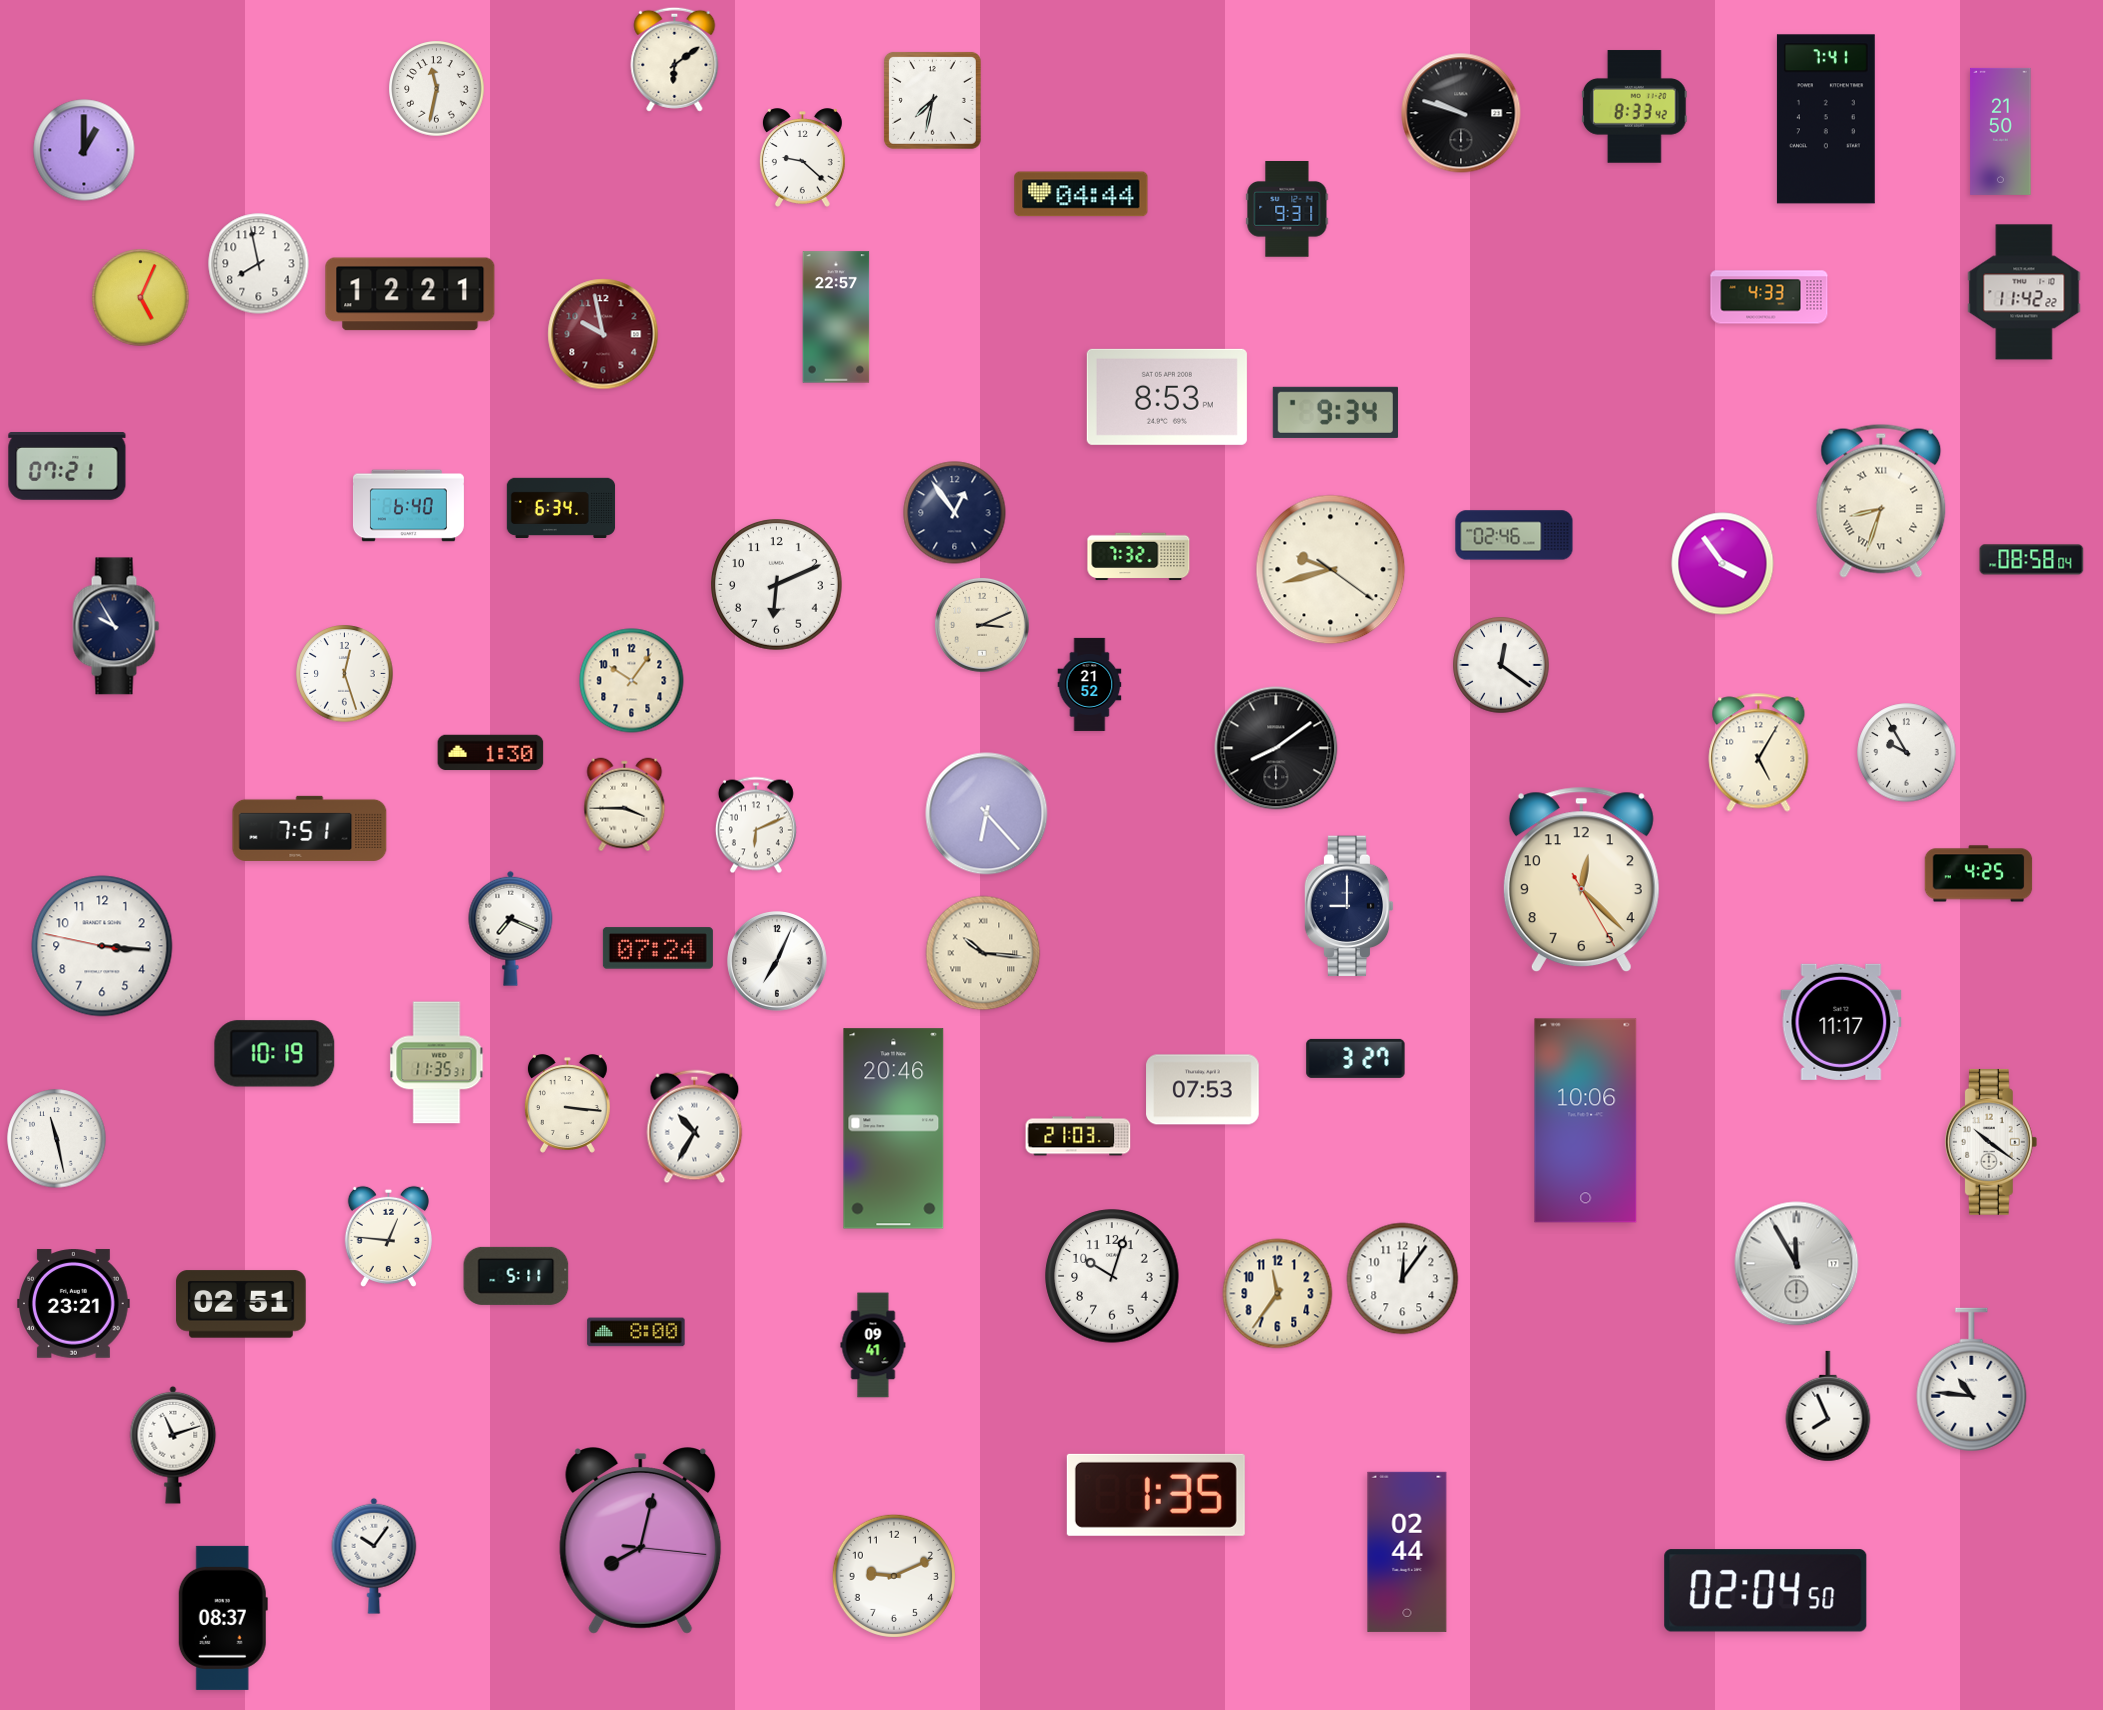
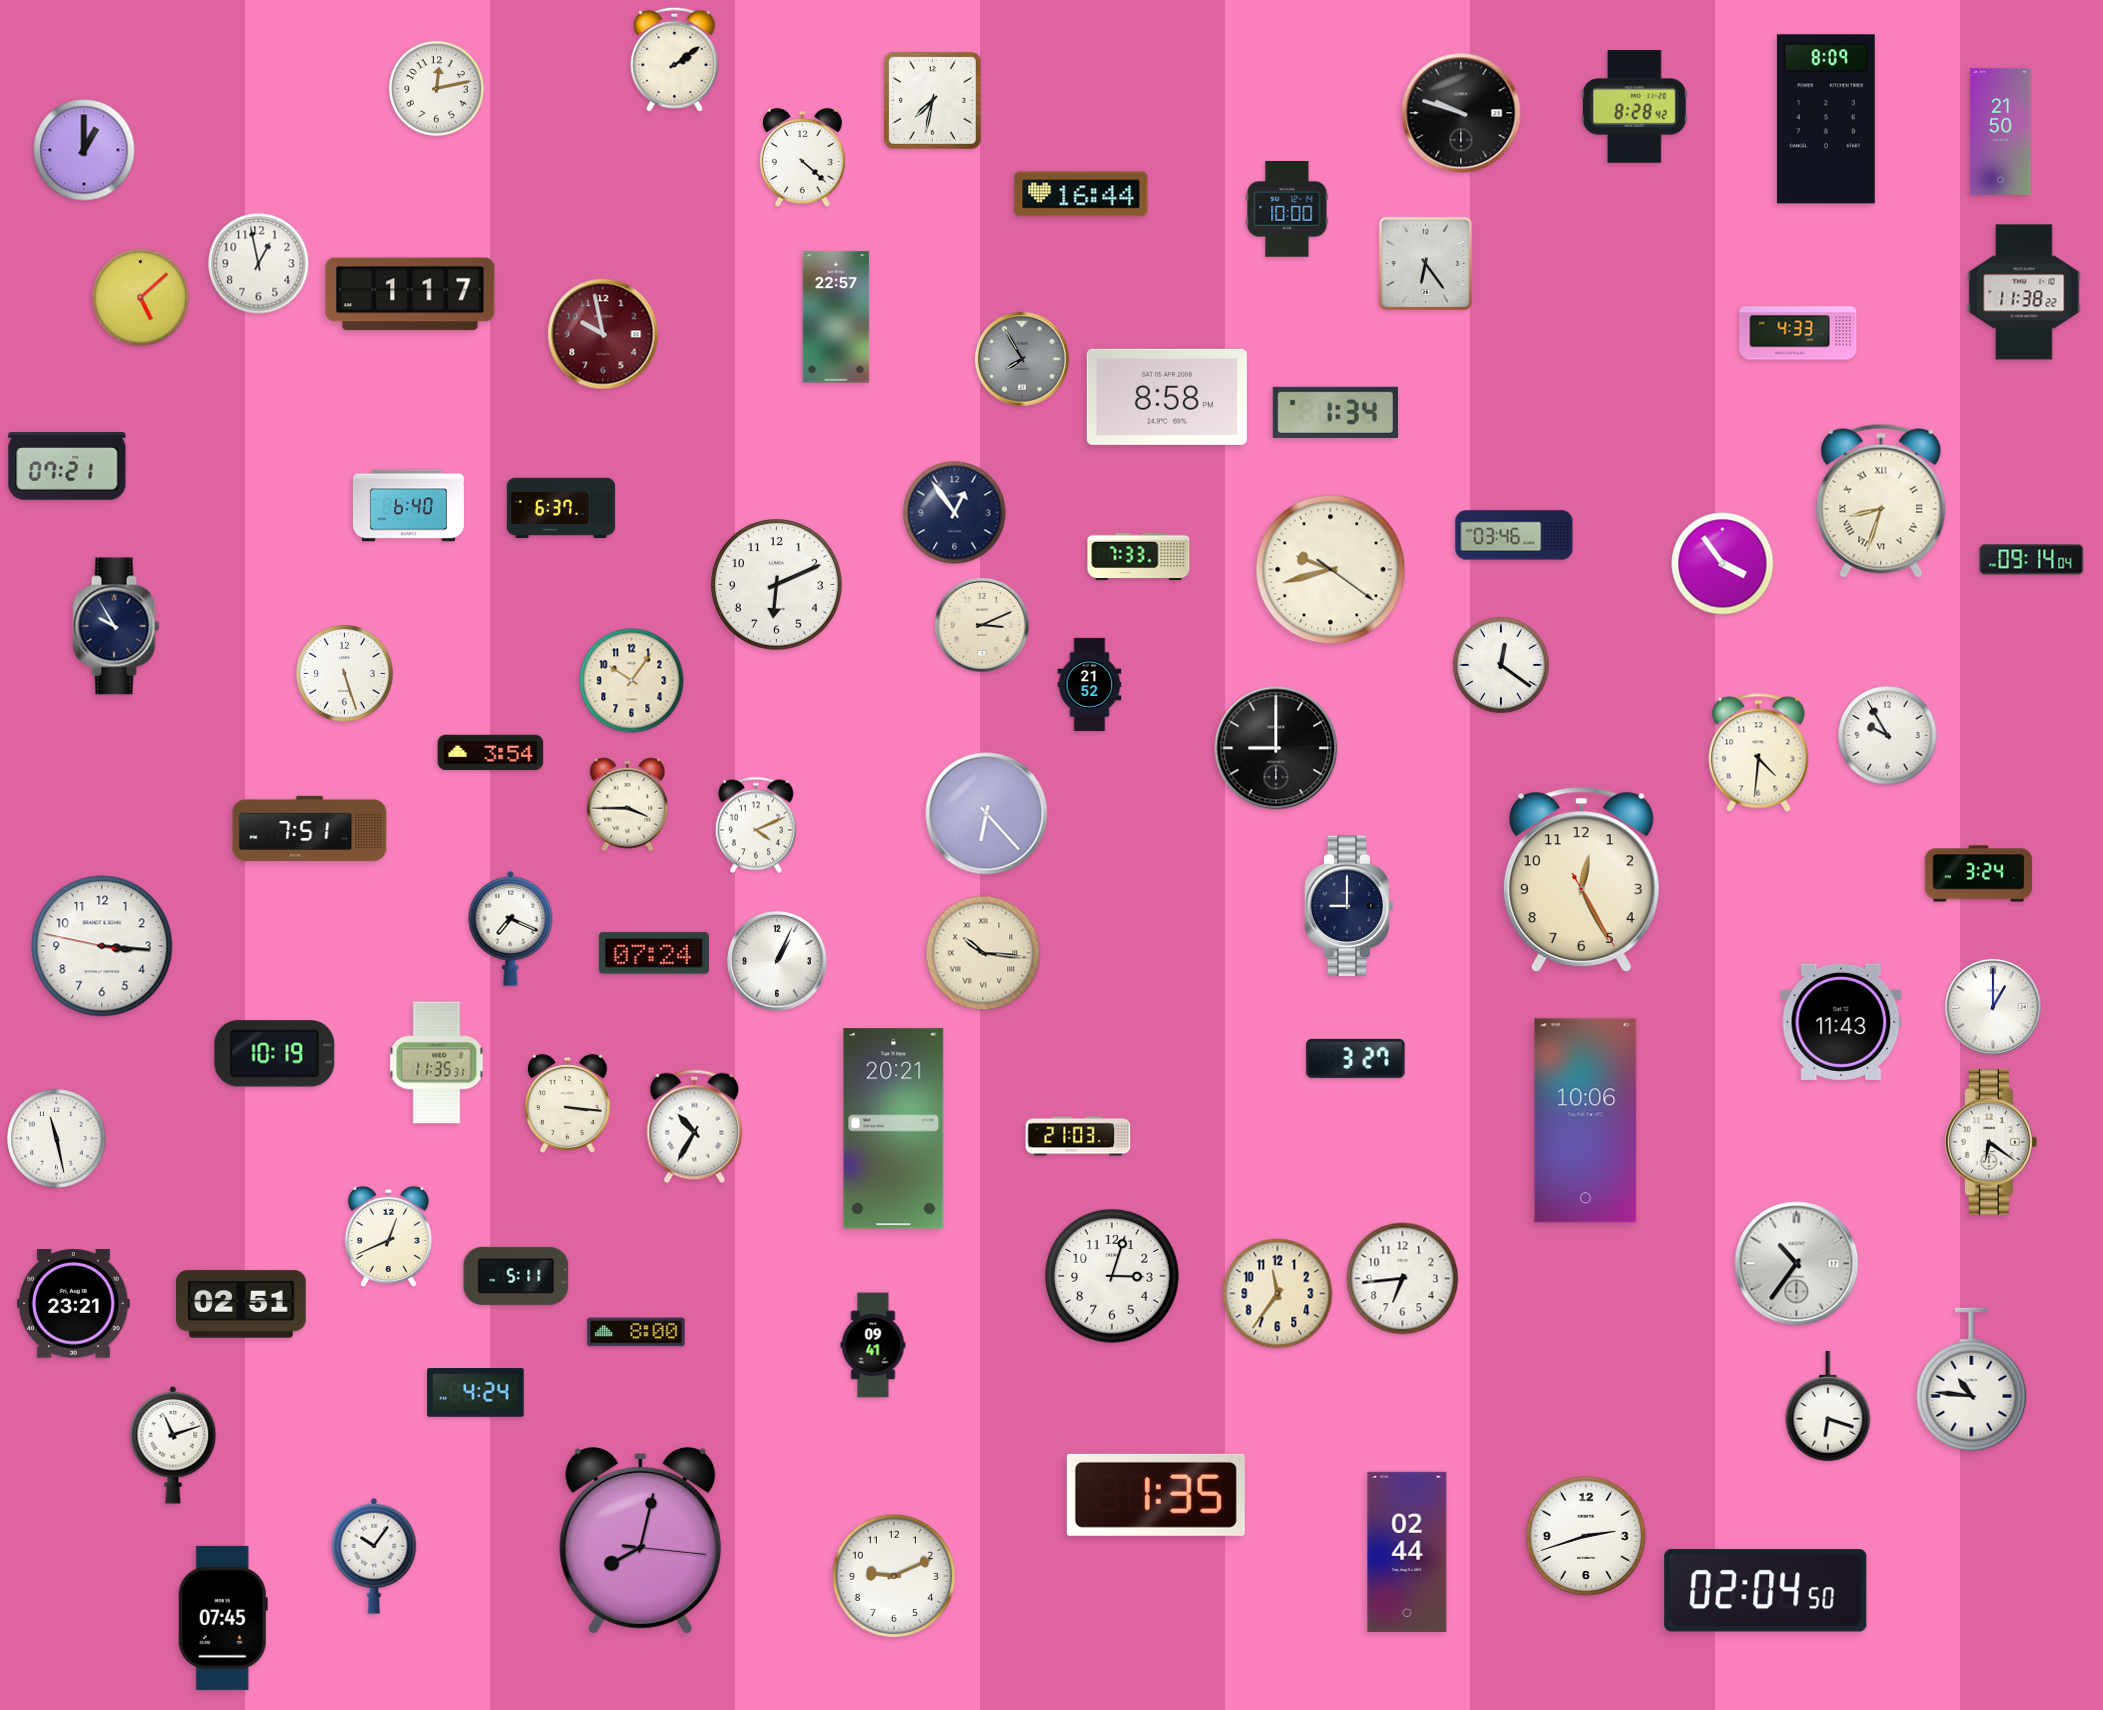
clock at (675, 59): 6:09 -> 2:09
clock at (437, 89): 11:32 -> 12:13
clock at (1634, 107): 8:33 -> 8:28
clock at (1826, 119): 7:41 -> 8:09
clock at (802, 158): 9:22 -> 4:22
clock at (1081, 194): 04:44 -> 16:44
clock at (1287, 210): 9:31 -> 10:00
clock at (1425, 263): none -> 6:24
clock at (259, 264): 7:58 -> 12:58
clock at (2024, 292): 11:42 -> 11:38
clock at (410, 294): 12:21 -> 1:17
clock at (1769, 297) position: (1769, 297) -> (1798, 333)
clock at (141, 298): 5:04 -> 5:08
clock at (1022, 359): none -> 7:55
clock at (1167, 397): 8:53 -> 8:58
clock at (1335, 412): 9:34 -> 1:34
clock at (561, 507): 6:34 -> 6:37
clock at (1514, 535): 02:46 -> 03:46
clock at (1139, 557): 7:32 -> 7:33
clock at (2032, 560): 08:58 -> 09:14
clock at (345, 674): 12:27 -> 5:27
clock at (1276, 748): 8:09 -> 9:00
clock at (491, 753): 1:30 -> 3:54
clock at (1759, 753): 5:05 -> 4:31
clock at (1907, 753) position: (1907, 753) -> (1888, 736)
clock at (625, 805) position: (625, 805) -> (628, 805)
clock at (756, 825): 6:11 -> 4:11
clock at (1979, 874): 4:25 -> 3:24
clock at (1581, 880): 12:22 -> 12:25
clock at (658, 948) position: (658, 948) -> (654, 953)
clock at (777, 961): 7:04 -> 1:04
clock at (1993, 1007): none -> 1:00
clock at (1841, 1022): 11:17 -> 11:43
clock at (1203, 1090): 07:53 -> none
clock at (894, 1129): 20:46 -> 20:21
clock at (1991, 1142): 10:21 -> 6:21
clock at (388, 1236): 12:46 -> 12:41
clock at (1797, 1264): 11:55 -> 10:36
clock at (1112, 1276): 10:03 -> 3:03
clock at (1403, 1279): 12:06 -> 6:44
clock at (476, 1393): none -> 4:24
clock at (1828, 1406): 7:56 -> 6:18
clock at (1586, 1536): none -> 2:42
clock at (223, 1618): 08:37 -> 07:45
